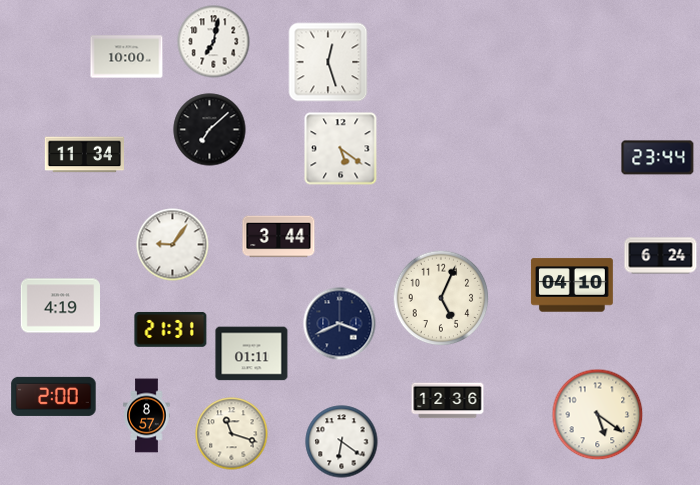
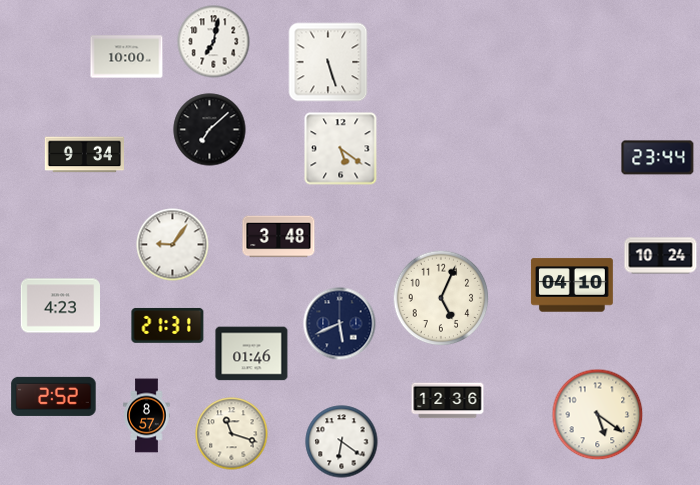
clock at (328, 62): 12:27 -> 5:27
clock at (84, 155): 11:34 -> 9:34
clock at (279, 237): 3:44 -> 3:48
clock at (661, 256): 6:24 -> 10:24
clock at (60, 306): 4:19 -> 4:23
clock at (340, 324): 3:41 -> 5:41
clock at (171, 329) position: (171, 329) -> (168, 325)
clock at (252, 354): 01:11 -> 01:46
clock at (54, 396): 2:00 -> 2:52
